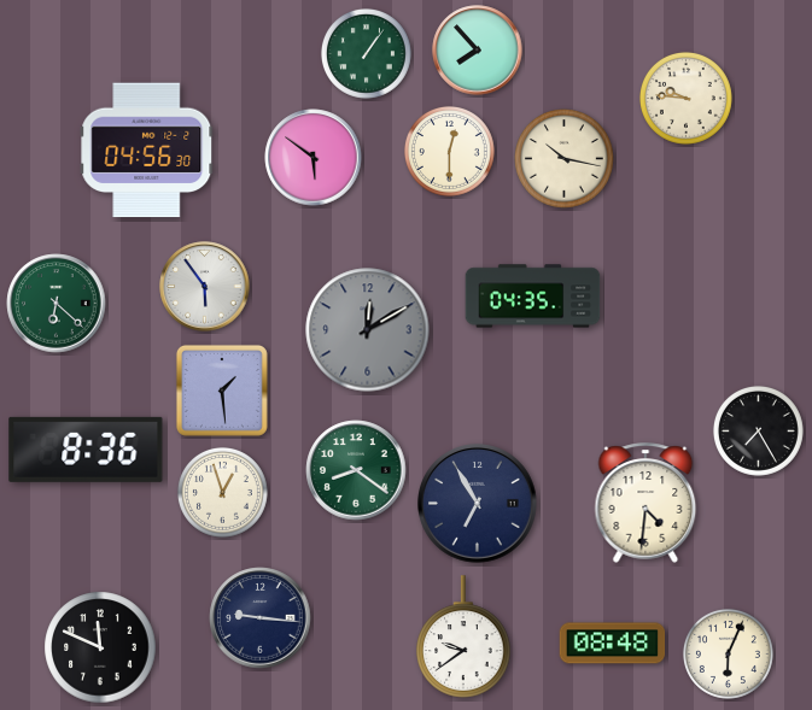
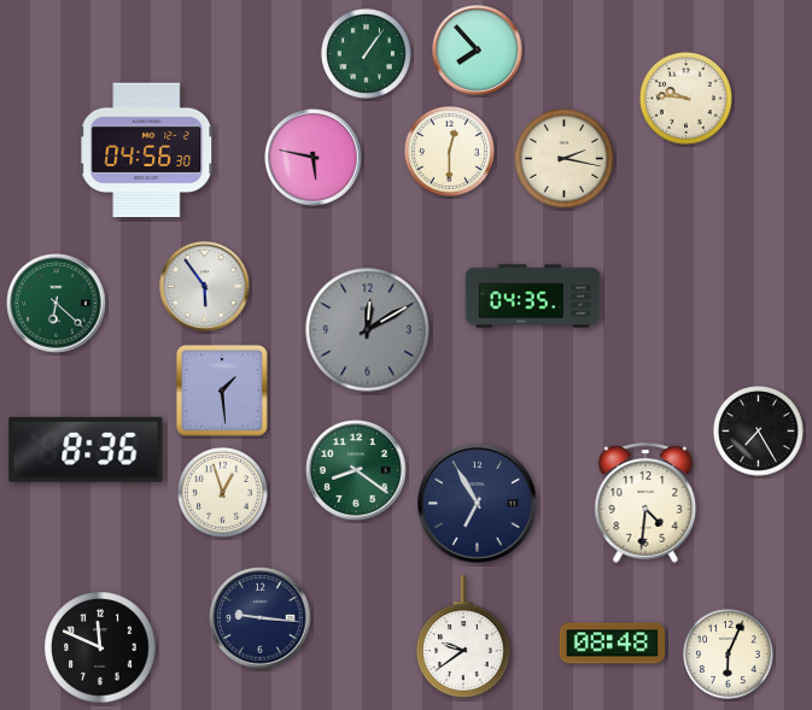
clock at (314, 158): 5:51 -> 5:47
clock at (565, 159): 10:17 -> 2:17
